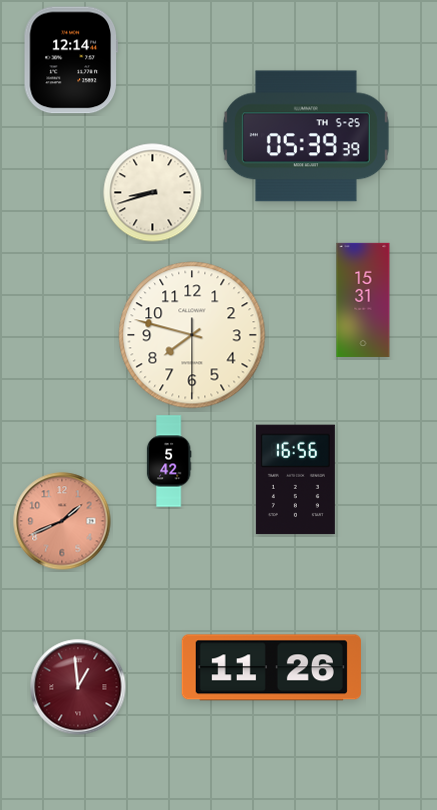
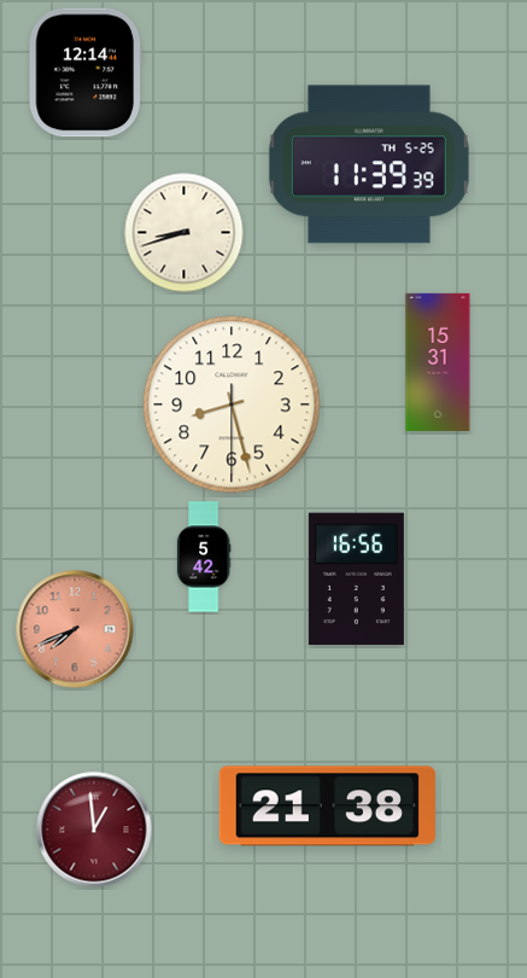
clock at (306, 136): 05:39 -> 11:39
clock at (192, 335): 7:47 -> 8:27
clock at (62, 521): 1:41 -> 7:41
clock at (271, 668): 11:26 -> 21:38
